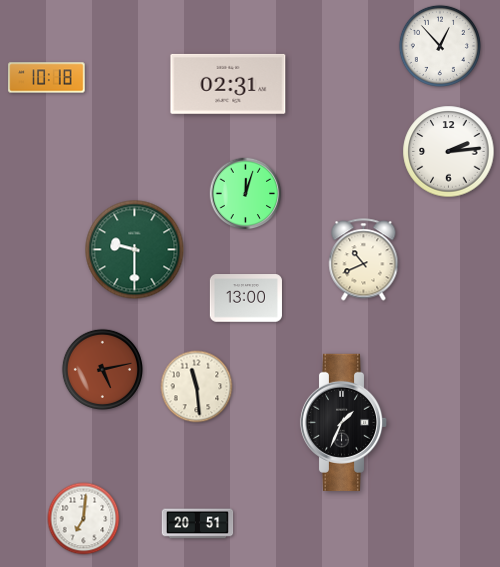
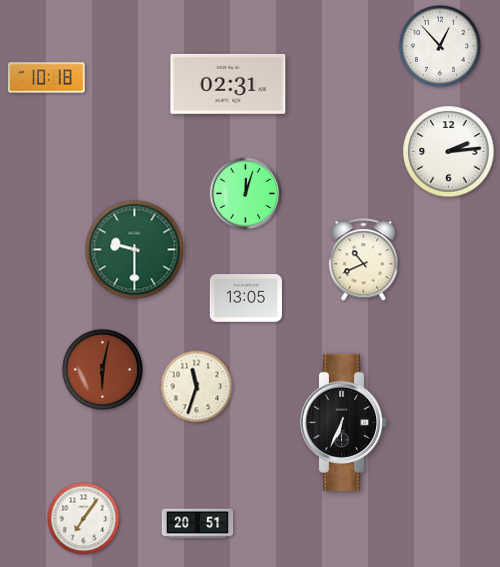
clock at (245, 298): 13:00 -> 13:05
clock at (102, 369): 5:13 -> 6:02
clock at (197, 387): 11:29 -> 11:33
clock at (344, 422): 1:34 -> 6:34
clock at (84, 519): 7:01 -> 7:06
